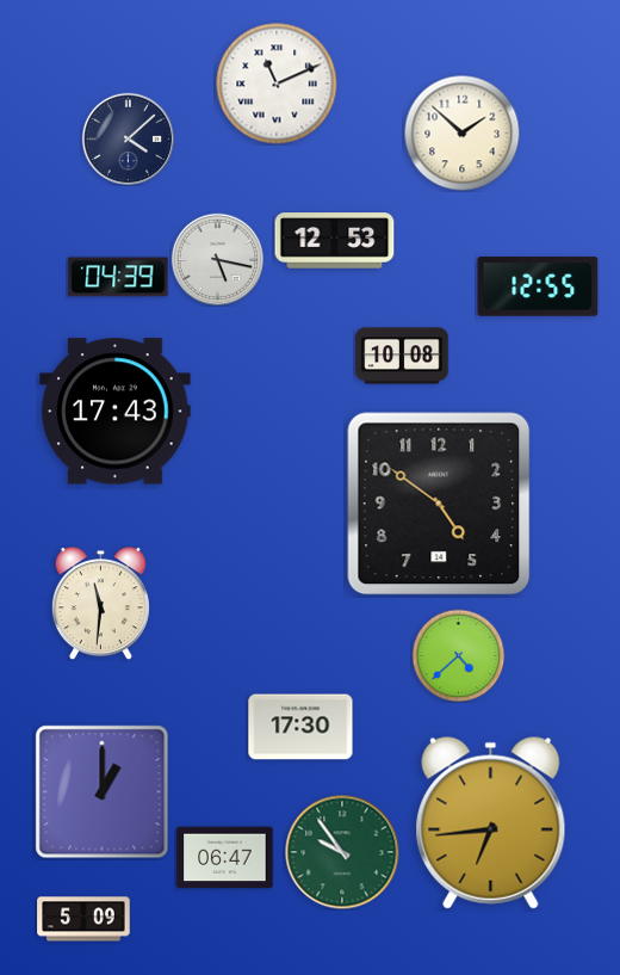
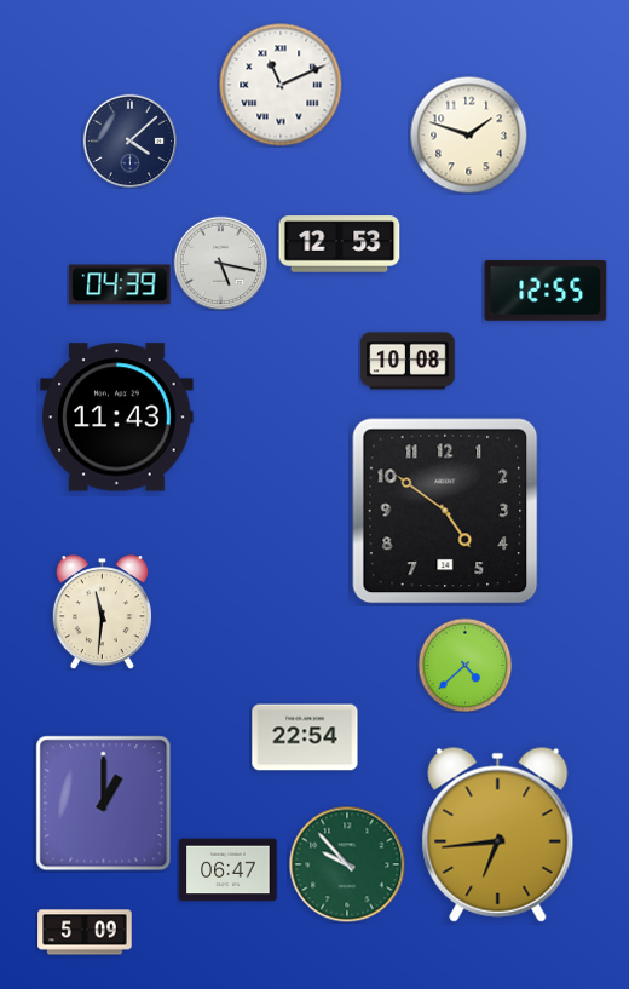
clock at (461, 132): 1:52 -> 1:48
clock at (118, 277) position: (118, 277) -> (120, 284)
clock at (116, 412): 17:43 -> 11:43
clock at (300, 727): 17:30 -> 22:54
clock at (342, 852): 9:54 -> 9:53
